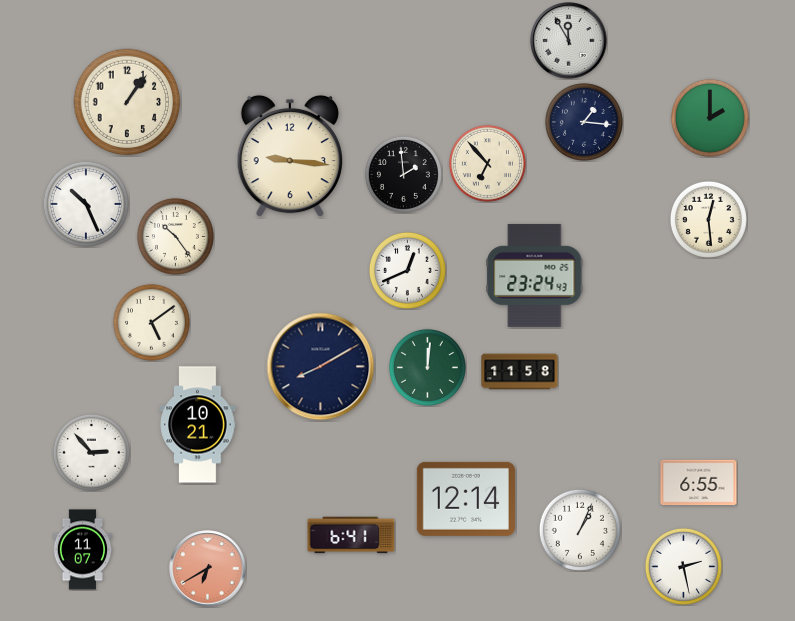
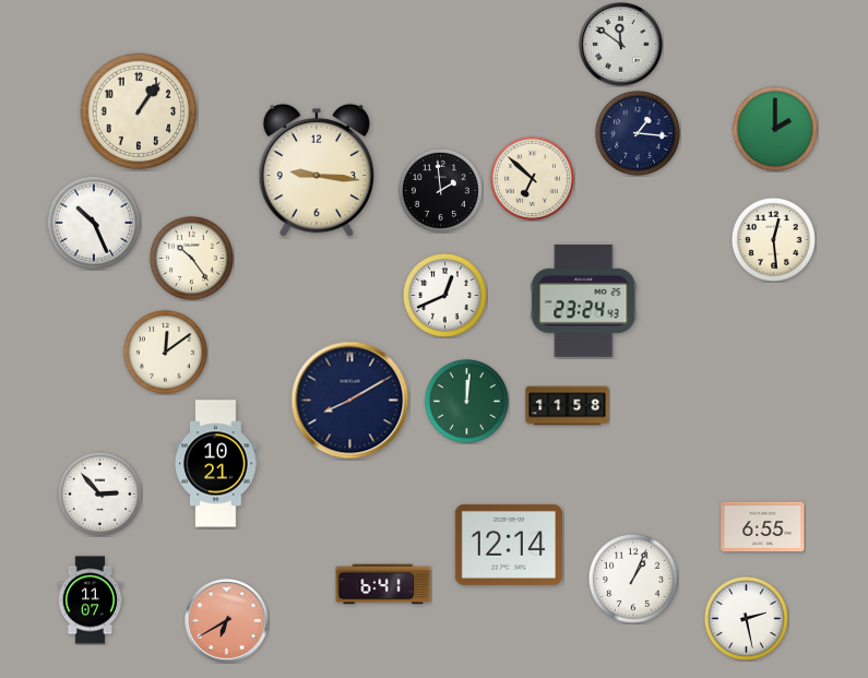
clock at (569, 41): 11:55 -> 11:51
clock at (487, 163): 6:53 -> 6:52
clock at (151, 322): 5:09 -> 12:09
